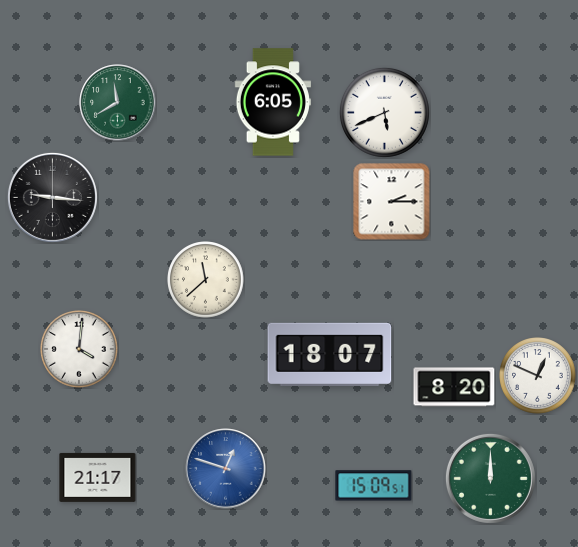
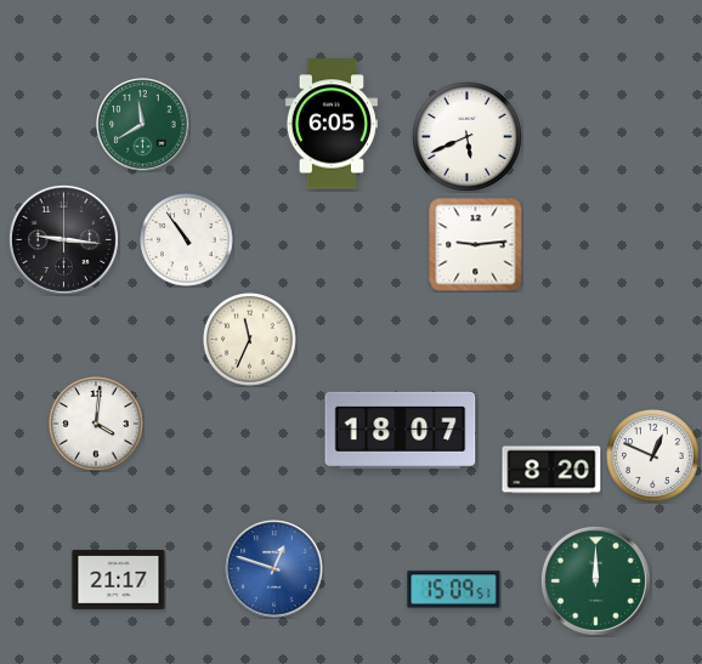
clock at (187, 240): none -> 10:54
clock at (392, 202): 2:15 -> 9:14
clock at (206, 280): 11:38 -> 11:34
